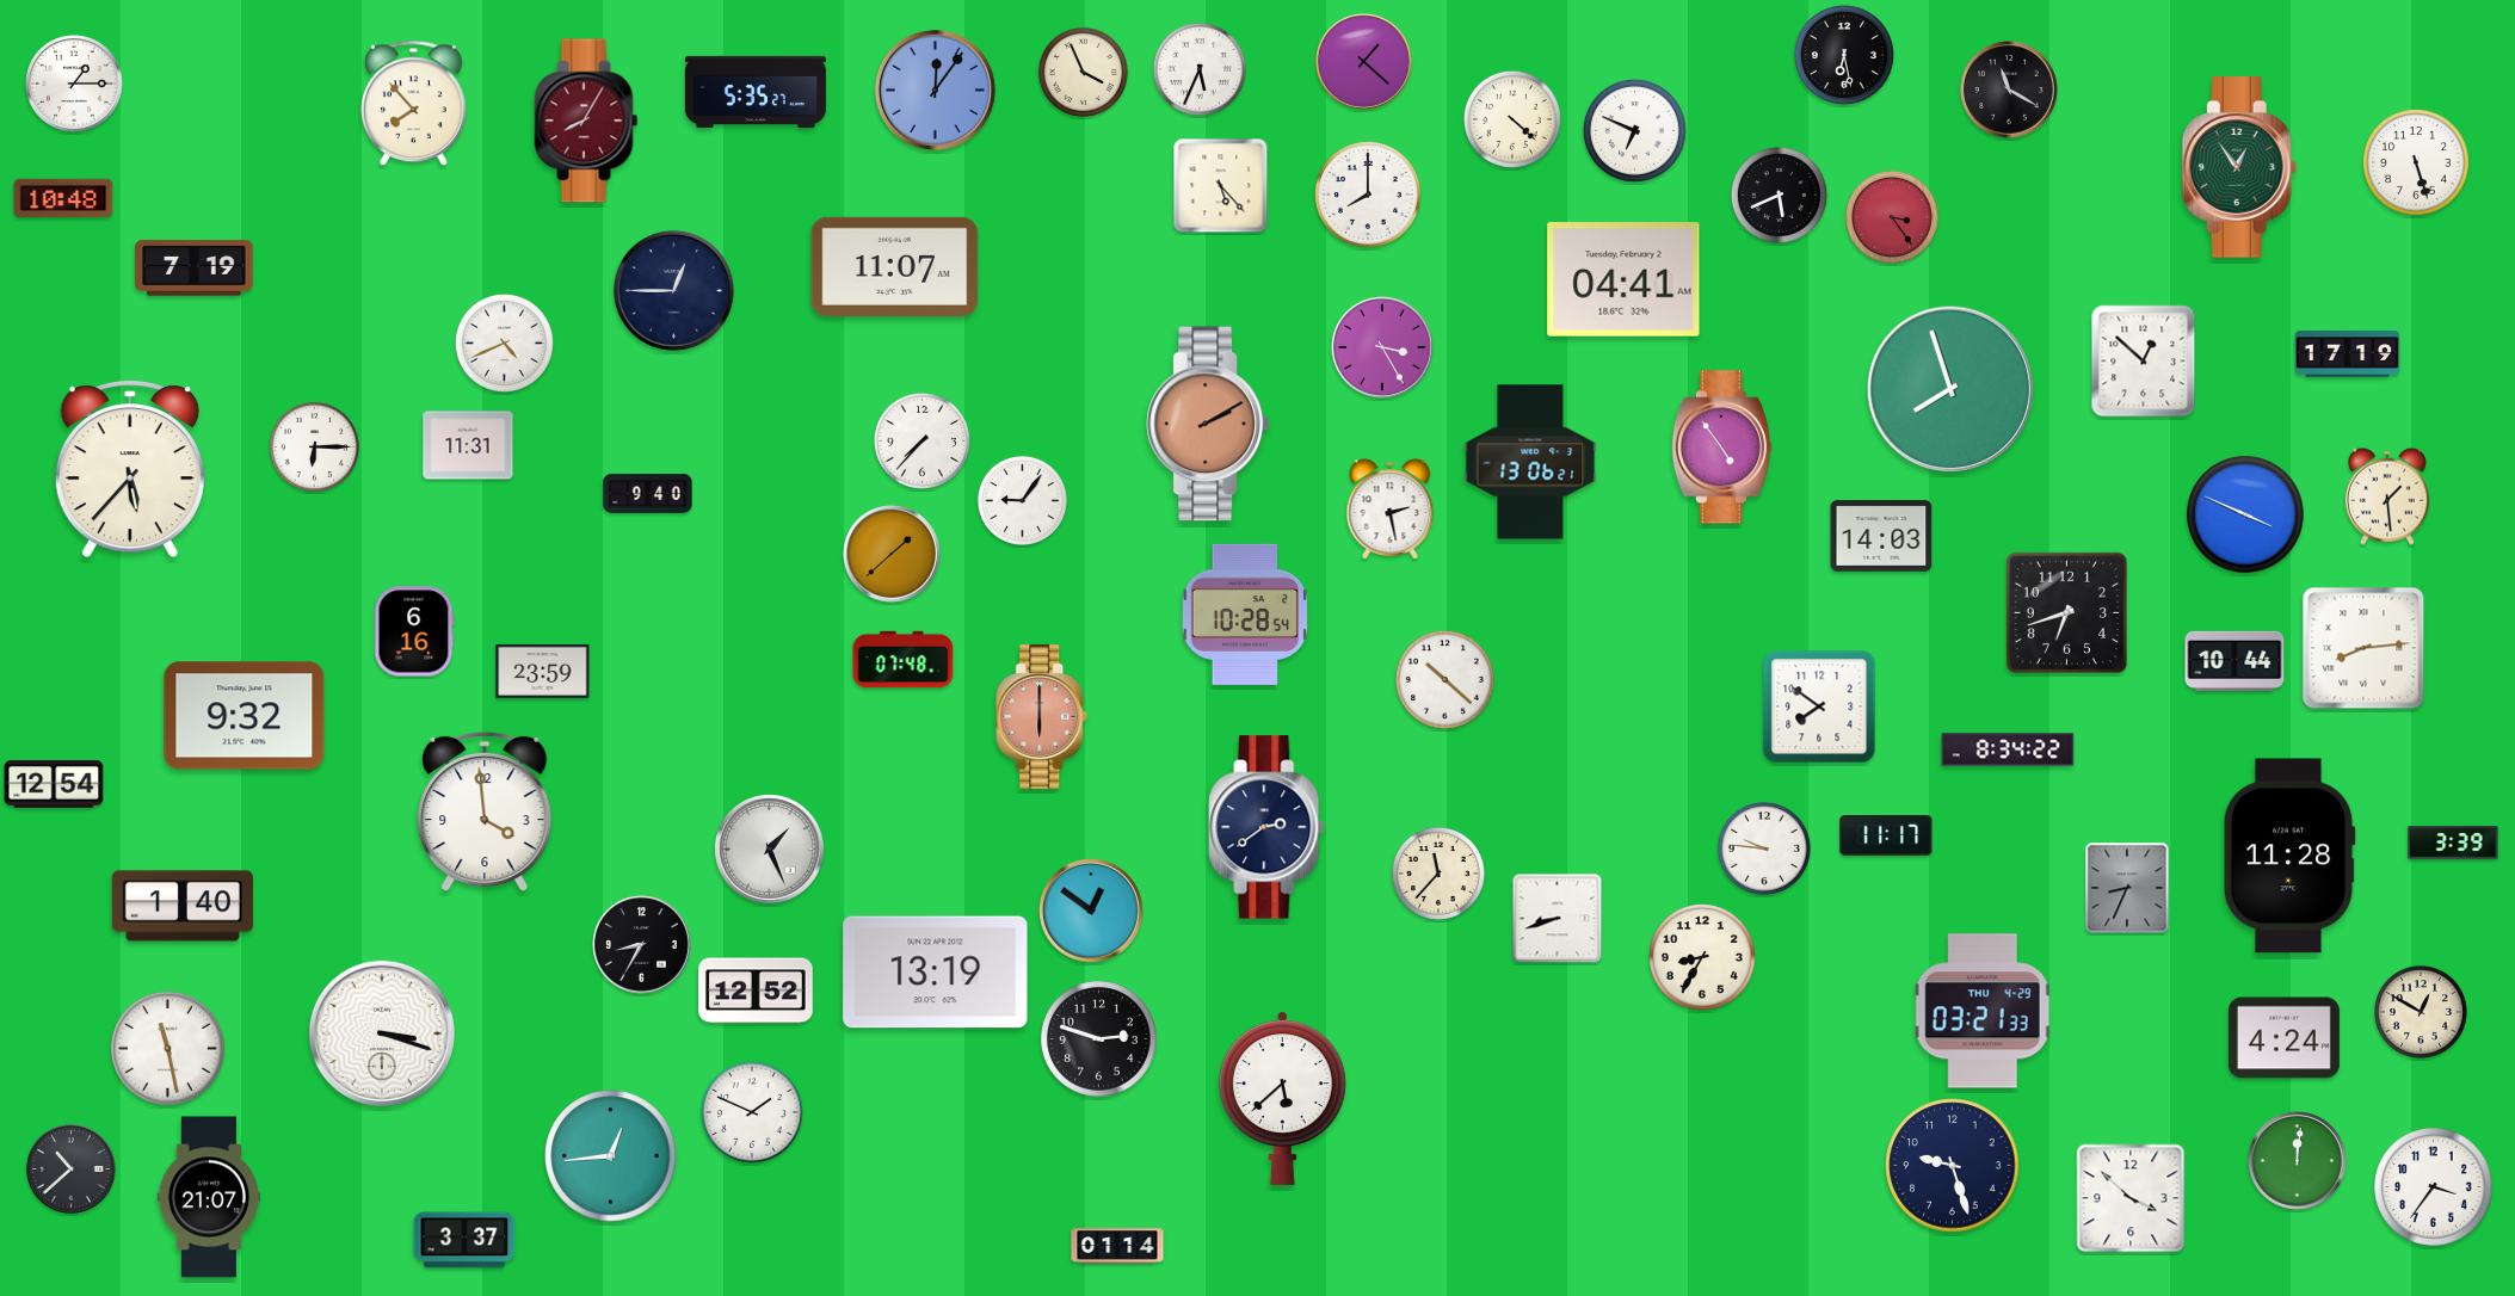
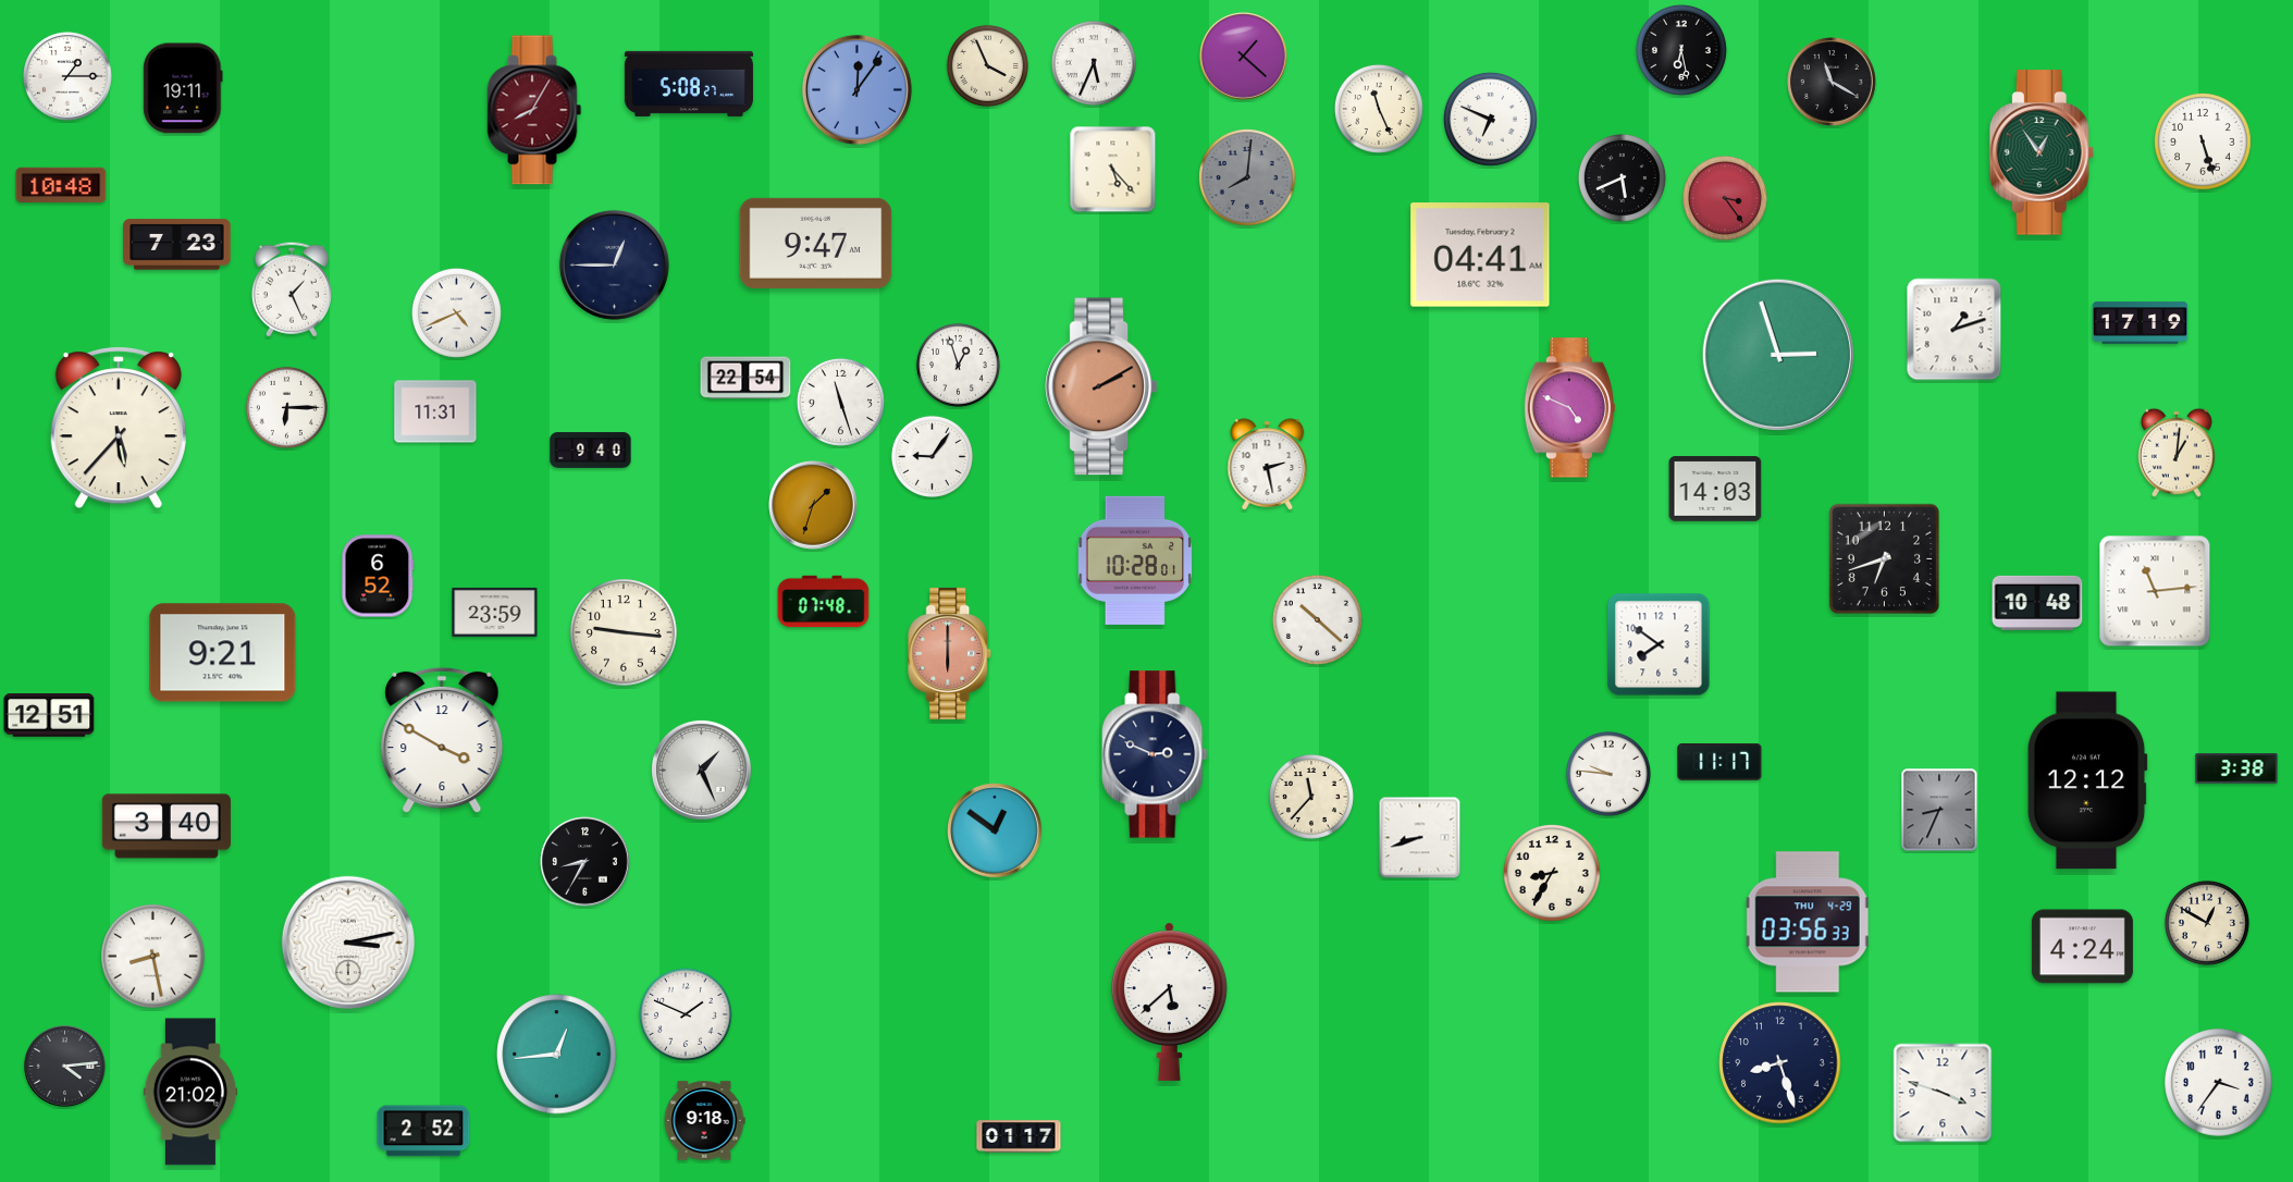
clock at (935, 90) position: (935, 90) -> (856, 89)
clock at (756, 92): 5:35 -> 5:08
clock at (183, 88): none -> 19:11
clock at (414, 104): 7:53 -> none
clock at (1512, 119): 4:22 -> 11:26
clock at (2417, 163) position: (2417, 163) -> (2204, 143)
clock at (1369, 196): 8:00 -> 8:01
clock at (1369, 196) dial: white -> grey
clock at (63, 197) position: (63, 197) -> (61, 184)
clock at (895, 266): 11:07 -> 9:47
clock at (195, 269): 7:19 -> 7:23
clock at (292, 290): none -> 1:26
clock at (504, 342) position: (504, 342) -> (456, 312)
clock at (1383, 348): 3:25 -> none
clock at (2144, 362): 12:52 -> 1:12
clock at (1950, 389): 7:57 -> 2:57
clock at (958, 365): none -> 12:57
clock at (745, 378): none -> 22:54
clock at (921, 440): 7:37 -> 11:27
clock at (468, 445) position: (468, 445) -> (435, 411)
clock at (1721, 448): 4:54 -> 4:49
clock at (1530, 462): 13:06 -> none
clock at (2387, 496): 1:29 -> 1:01
clock at (2245, 514): 3:49 -> none
clock at (892, 554): 1:38 -> 1:33
clock at (1245, 615): 10:28:54 -> 10:28:01
clock at (414, 631): 6:16 -> 6:52
clock at (2363, 648): 8:14 -> 11:14
clock at (2234, 661): 10:44 -> 10:48
clock at (624, 632): none -> 9:16
clock at (245, 716): 9:32 -> 9:21
clock at (2008, 749): 8:34 -> none
clock at (54, 784): 12:54 -> 12:51
clock at (485, 811): 3:59 -> 3:50
clock at (1266, 827): 2:39 -> 2:49
clock at (2453, 843): 3:39 -> 3:38
clock at (769, 848) position: (769, 848) -> (701, 769)
clock at (2289, 856): 11:28 -> 12:12
clock at (183, 906): 1:40 -> 3:40
clock at (936, 973): 13:19 -> none
clock at (756, 990): 12:52 -> none
clock at (1983, 1011): 03:21 -> 03:56
clock at (382, 1033): 3:18 -> 3:13
clock at (1099, 1039): 2:48 -> none
clock at (168, 1049): 11:28 -> 8:28
clock at (2298, 1161): 12:01 -> none
clock at (1953, 1166): 9:27 -> 8:27
clock at (72, 1170): 10:38 -> 4:14
clock at (209, 1197): 21:07 -> 21:02
clock at (2131, 1198): 3:52 -> 3:48
clock at (704, 1121): none -> 9:18
clock at (464, 1240): 3:37 -> 2:52
clock at (1117, 1246): 01:14 -> 01:17
